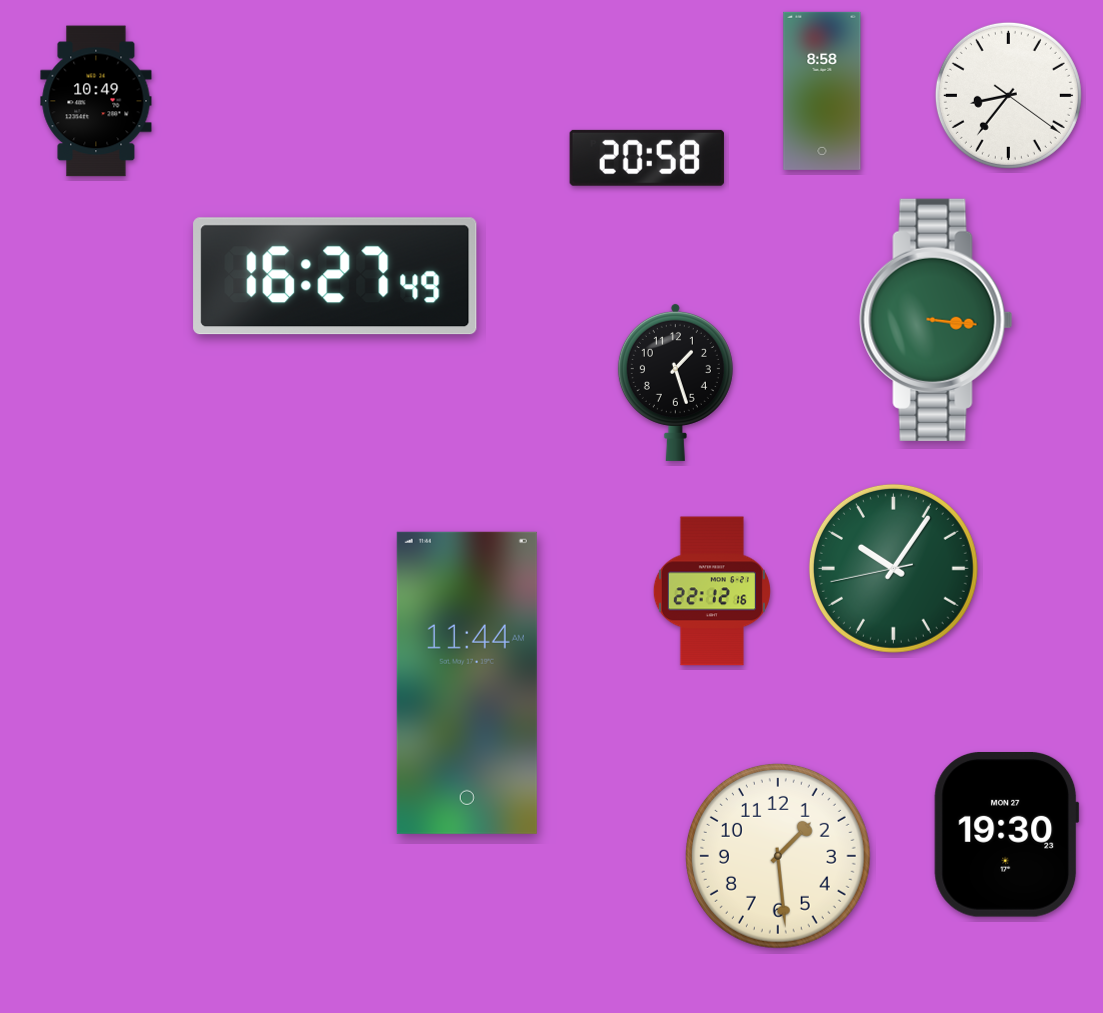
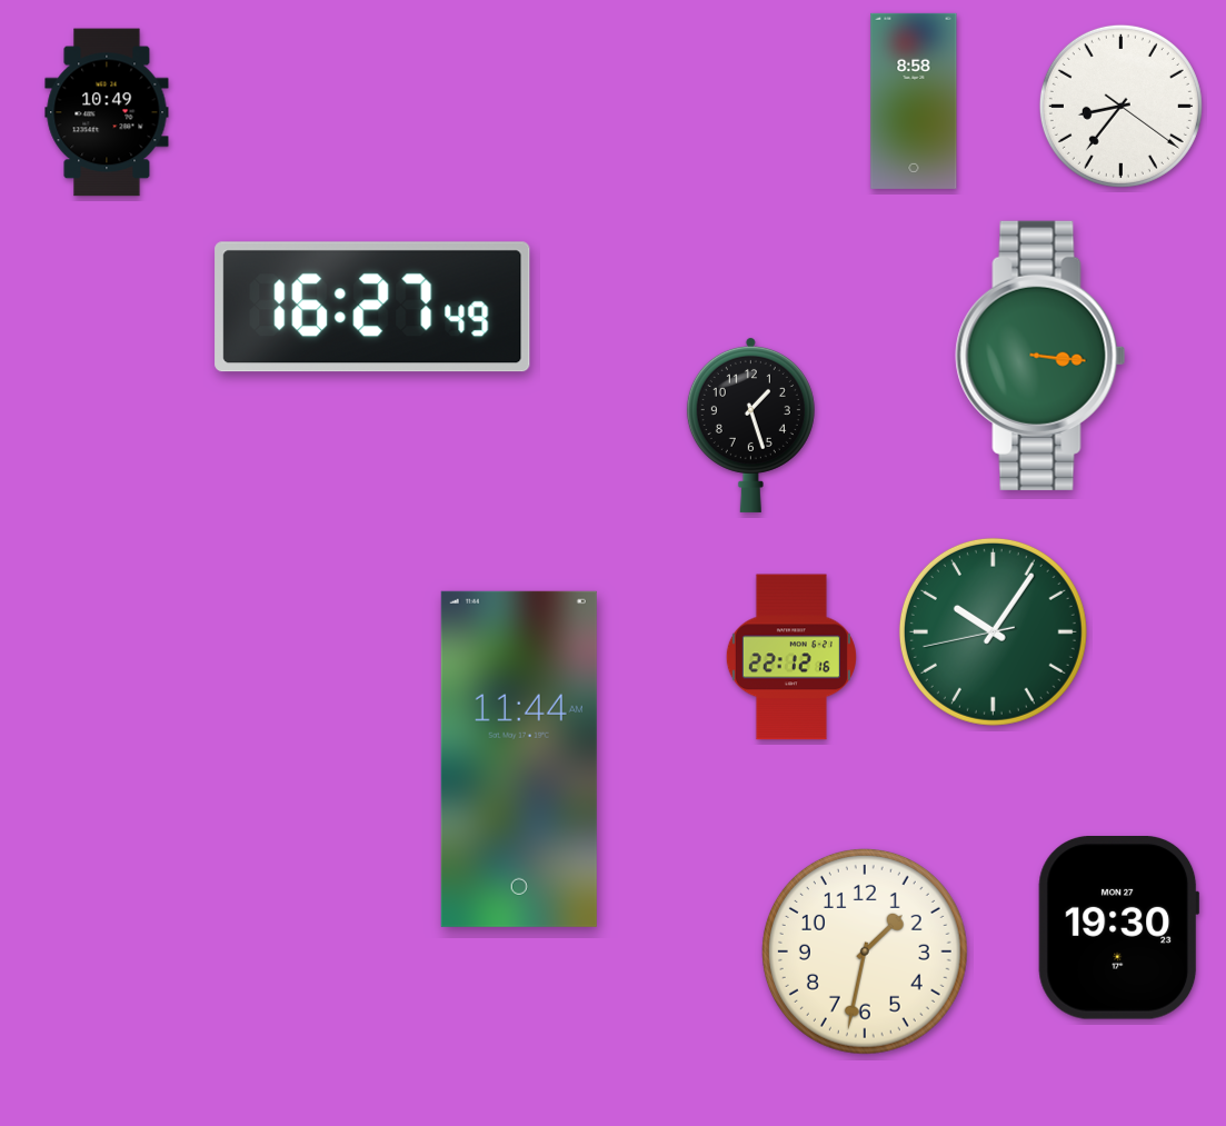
clock at (647, 158): 20:58 -> none
clock at (778, 856): 1:29 -> 1:32
